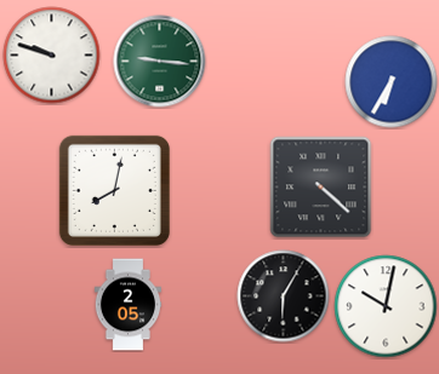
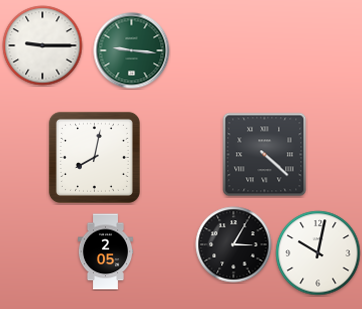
clock at (52, 56): 9:48 -> 9:15
clock at (392, 82): 6:35 -> none
clock at (284, 297): 6:05 -> 3:05
